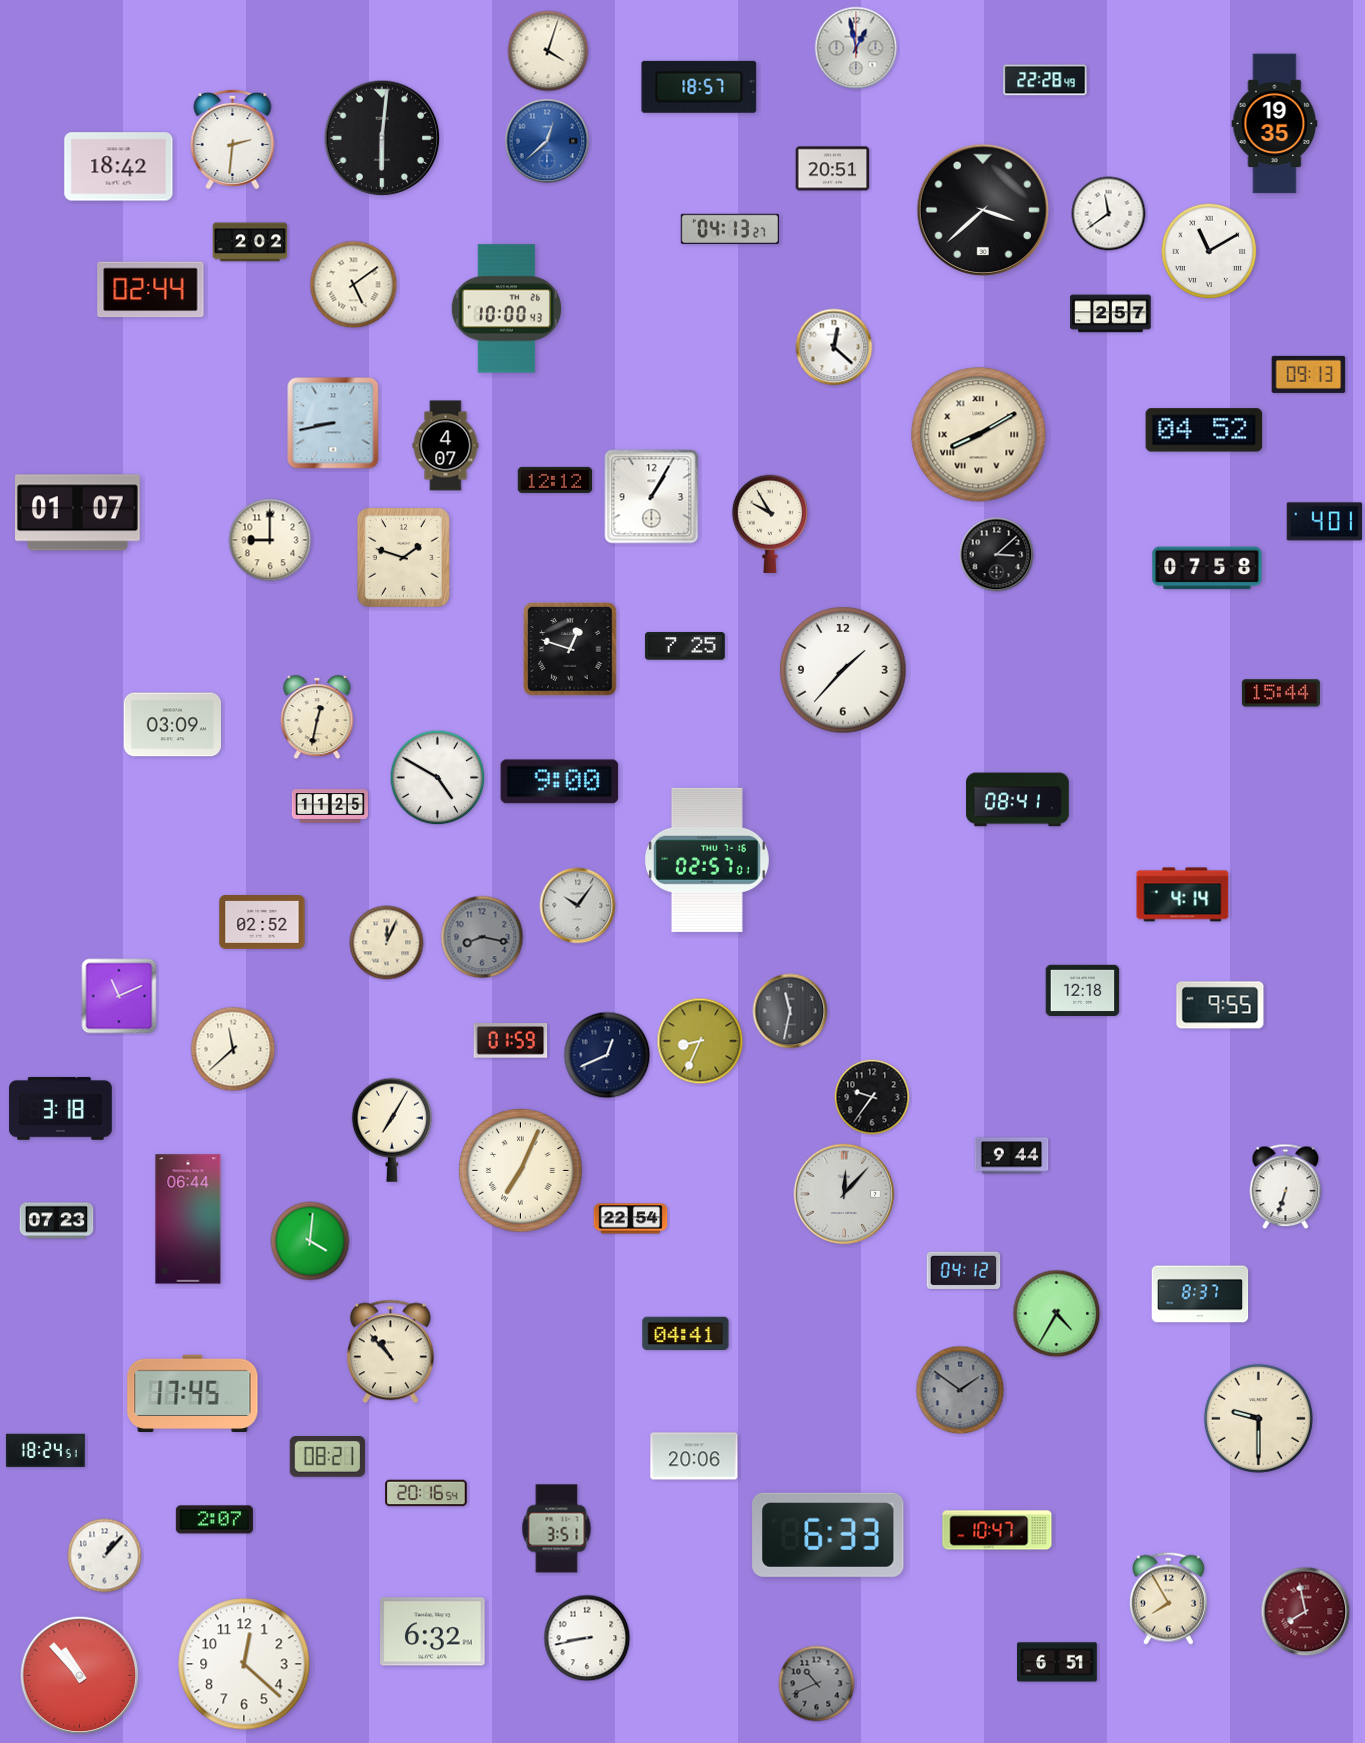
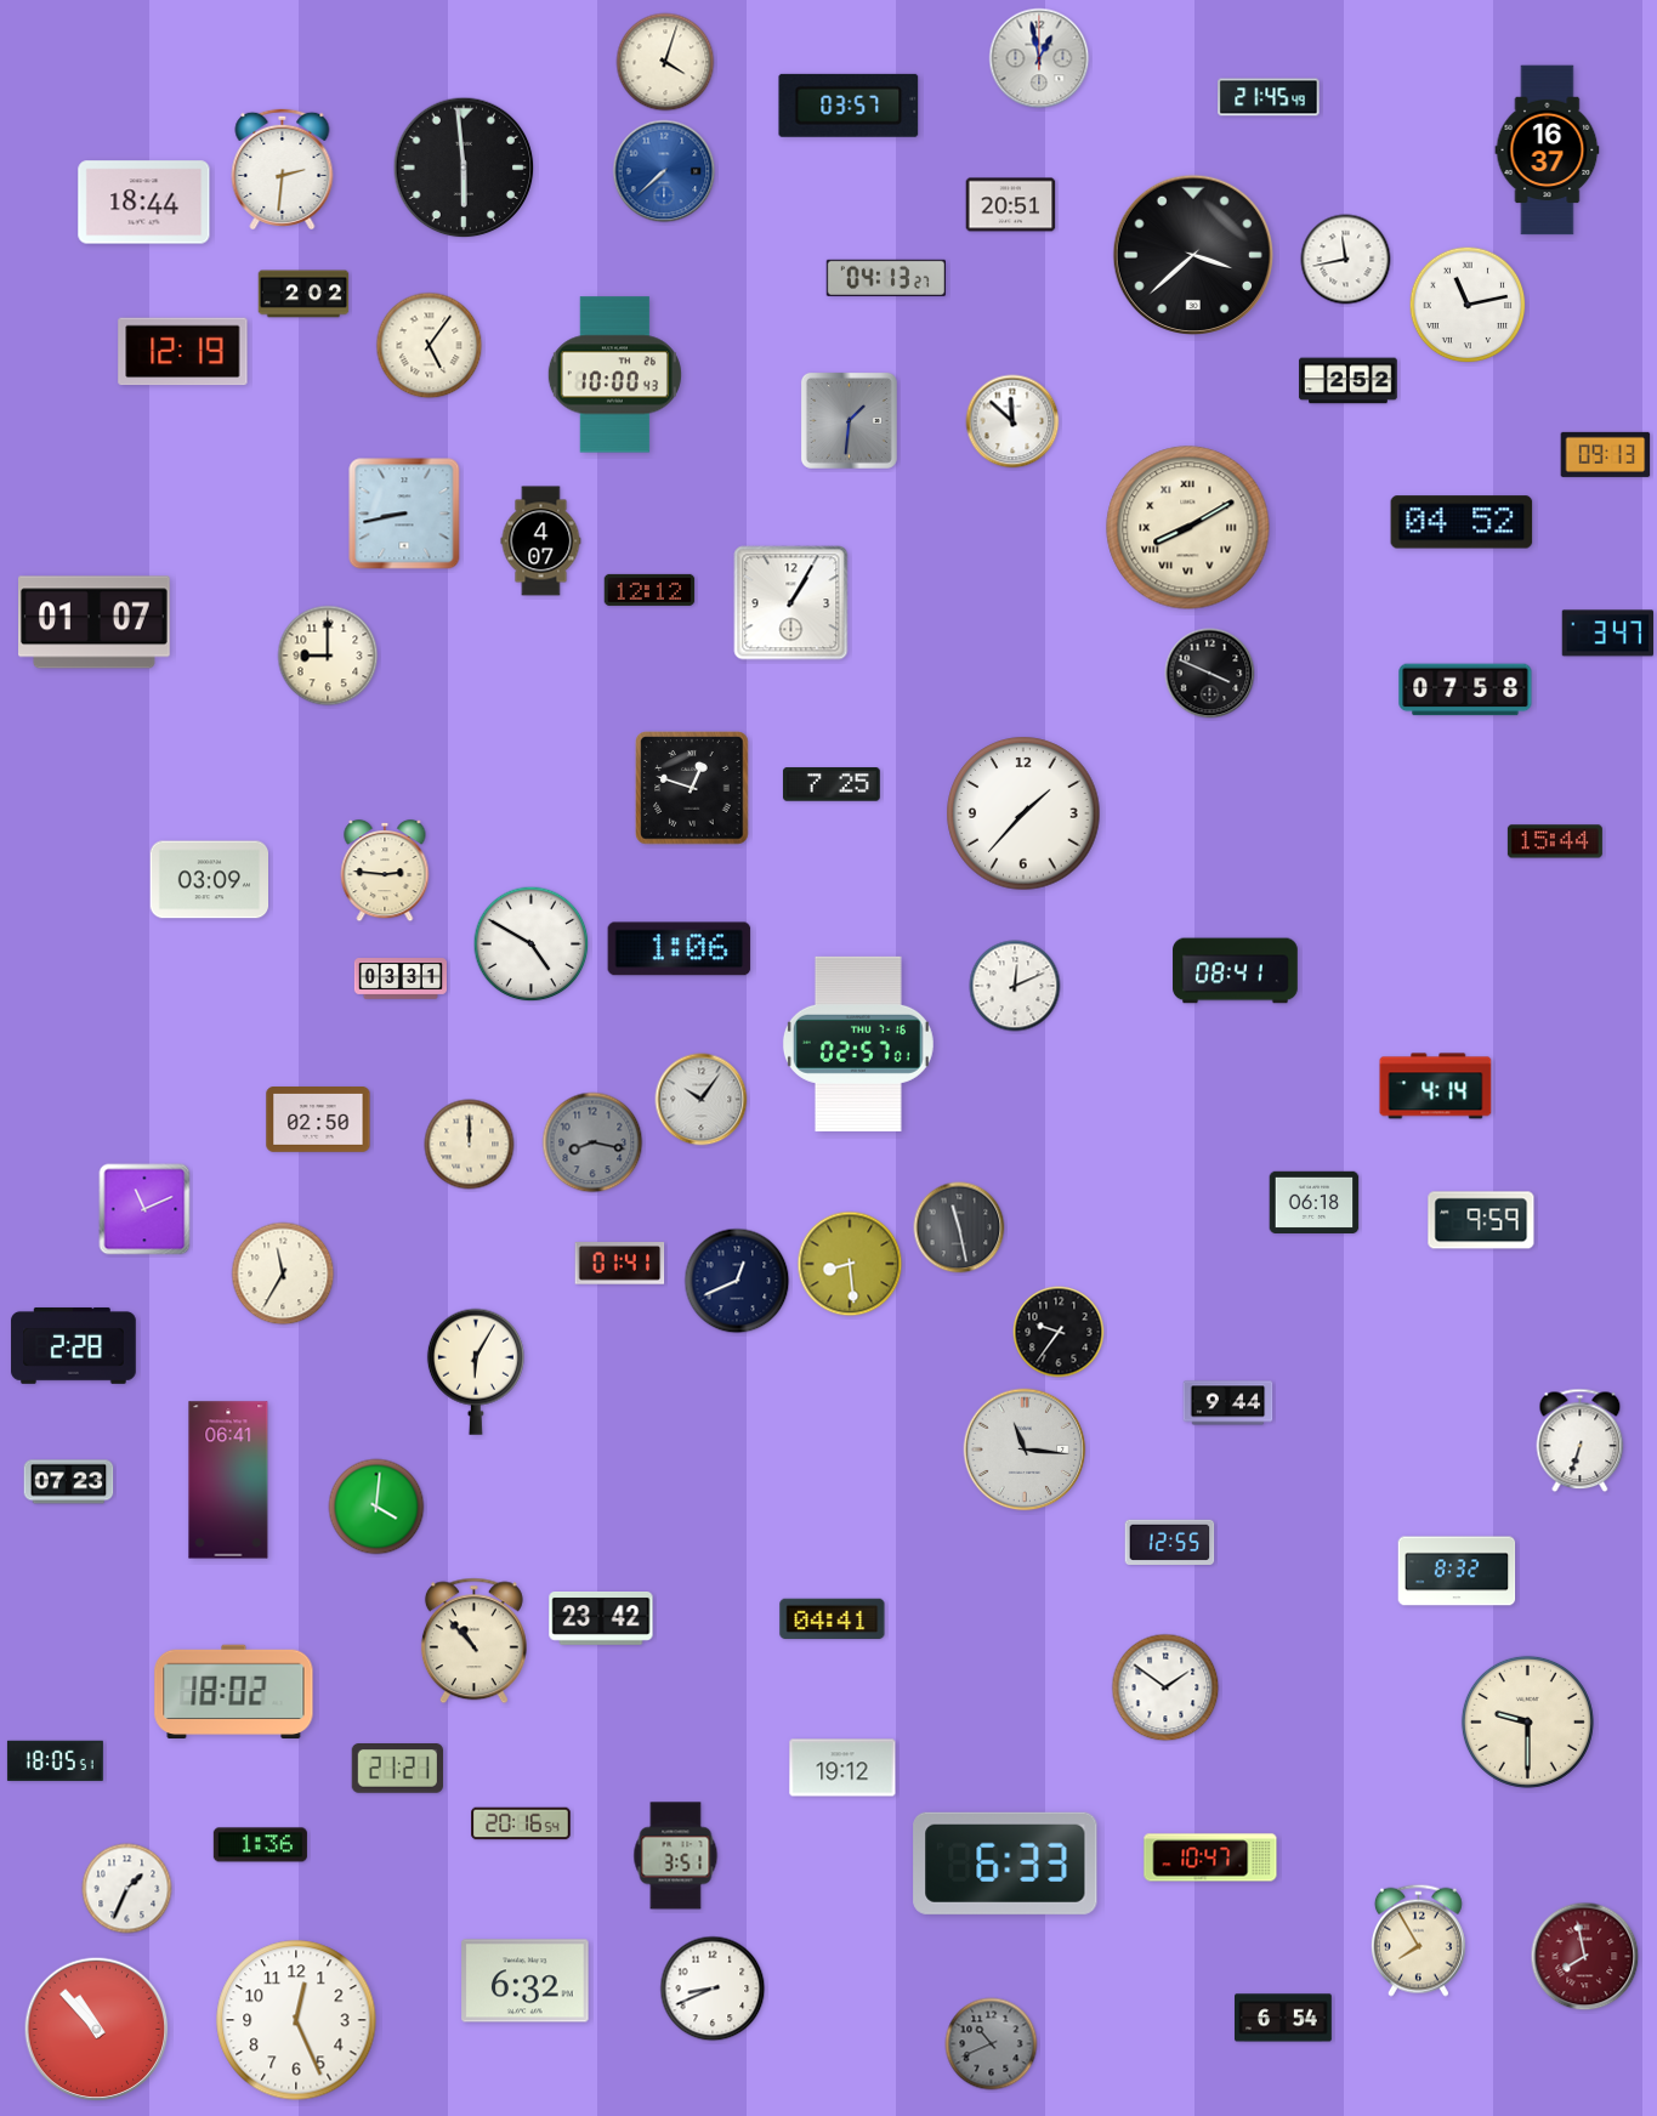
clock at (1045, 80): 22:28 -> 21:45
clock at (699, 87): 18:57 -> 03:57
clock at (1275, 124): 19:35 -> 16:37
clock at (382, 138): 6:01 -> 5:59
clock at (547, 141): 12:38 -> 7:38
clock at (119, 167): 18:42 -> 18:44
clock at (1109, 214): 11:39 -> 11:43
clock at (1209, 251): 11:10 -> 11:13
clock at (354, 285): 5:09 -> 5:06
clock at (151, 290): 02:44 -> 12:19
clock at (1111, 314): 2:57 -> 2:52
clock at (849, 420): none -> 1:31
clock at (834, 347): 12:22 -> 11:52
clock at (1309, 374) position: (1309, 374) -> (1606, 454)
clock at (555, 480) position: (555, 480) -> (649, 590)
clock at (1324, 522): 4:01 -> 3:47
clock at (769, 524): 9:55 -> none
clock at (997, 555): 3:08 -> 3:49
clock at (403, 557): 1:48 -> none
clock at (317, 717): 12:32 -> 2:46
clock at (560, 782): 9:00 -> 1:06
clock at (329, 806): 11:25 -> 03:31
clock at (1015, 986): none -> 12:11
clock at (262, 923): 02:52 -> 02:50
clock at (482, 937) position: (482, 937) -> (592, 1142)
clock at (387, 943): 12:04 -> 12:00
clock at (1083, 990): 12:18 -> 06:18
clock at (1220, 1005): 9:55 -> 9:59
clock at (790, 1011): 11:32 -> 11:28
clock at (511, 1041): 01:59 -> 01:41
clock at (700, 1041): 8:34 -> 8:29
clock at (233, 1049): 11:38 -> 11:35
clock at (61, 1108): 3:18 -> 2:28
clock at (392, 1130): 7:05 -> 6:05
clock at (521, 1171): 7:04 -> none
clock at (1286, 1187) position: (1286, 1187) -> (1581, 1441)
clock at (844, 1194): 12:07 -> 11:16
clock at (188, 1219): 06:44 -> 06:41
clock at (631, 1219): 22:54 -> none
clock at (964, 1270): 04:12 -> 12:55
clock at (1200, 1294): 8:37 -> 8:32
clock at (1057, 1314): 4:35 -> none
clock at (601, 1619): none -> 23:42
clock at (960, 1390) dial: grey -> white
clock at (193, 1394): 17:45 -> 18:02
clock at (45, 1450): 18:24 -> 18:05
clock at (694, 1456): 20:06 -> 19:12
clock at (327, 1457): 08:21 -> 21:21
clock at (426, 1493) position: (426, 1493) -> (521, 1823)
clock at (214, 1520): 2:07 -> 1:36
clock at (105, 1556): 1:07 -> 1:34
clock at (587, 1638): 8:43 -> 8:41
clock at (1058, 1662): 6:51 -> 6:54
clock at (244, 1664): 12:22 -> 12:26
clock at (80, 1676) position: (80, 1676) -> (97, 2030)
